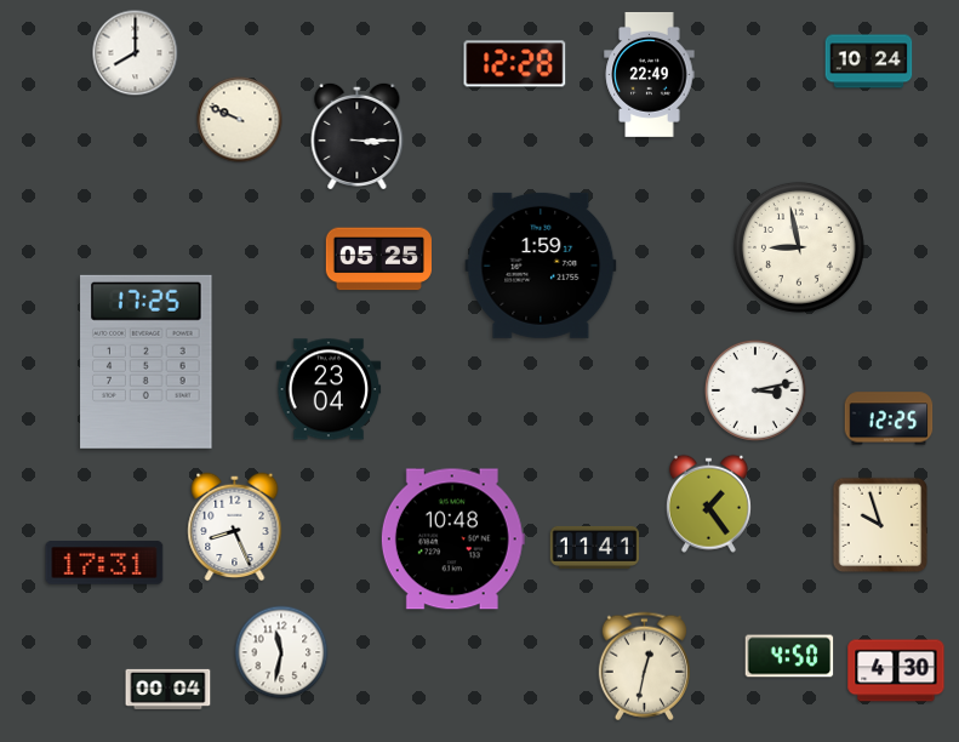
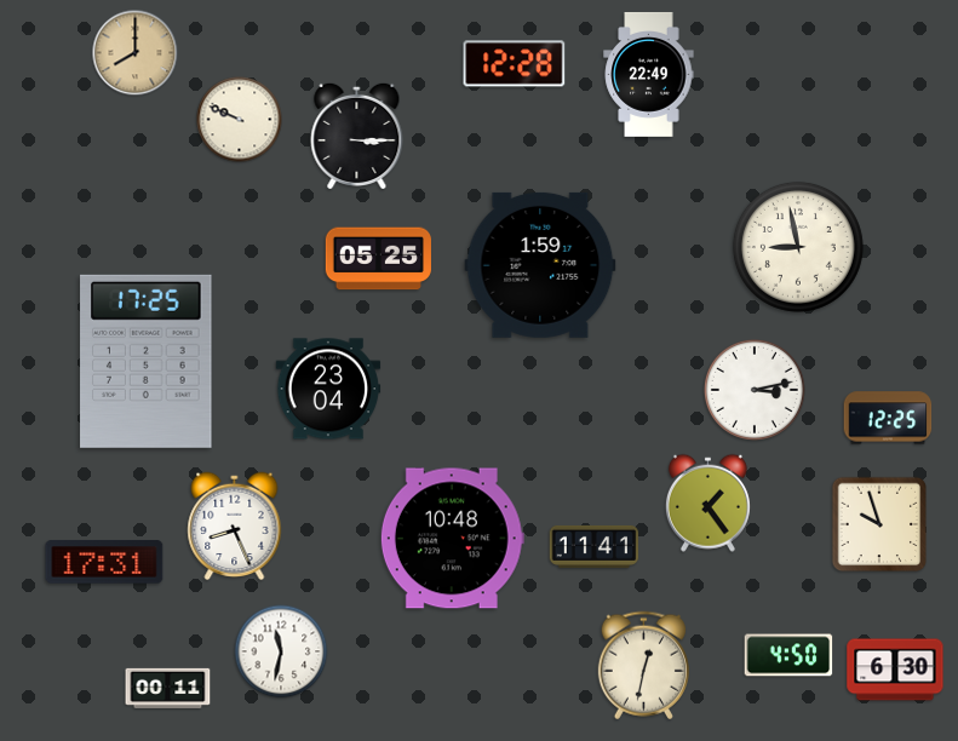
clock at (136, 53) dial: white -> champagne
clock at (869, 62): 10:24 -> none
clock at (896, 670): 4:30 -> 6:30
clock at (169, 689): 00:04 -> 00:11
